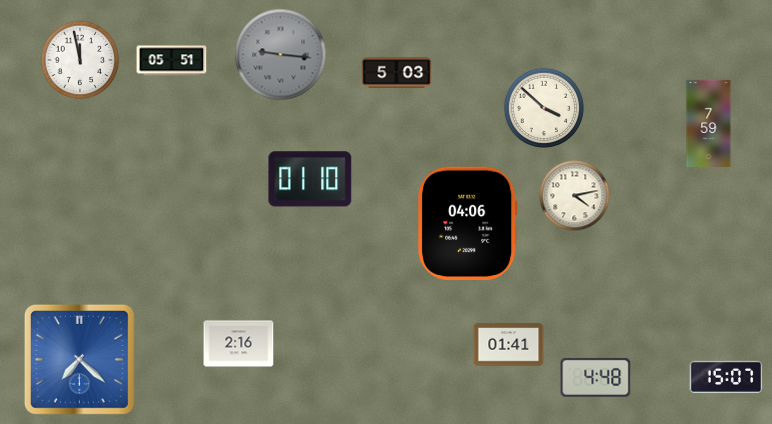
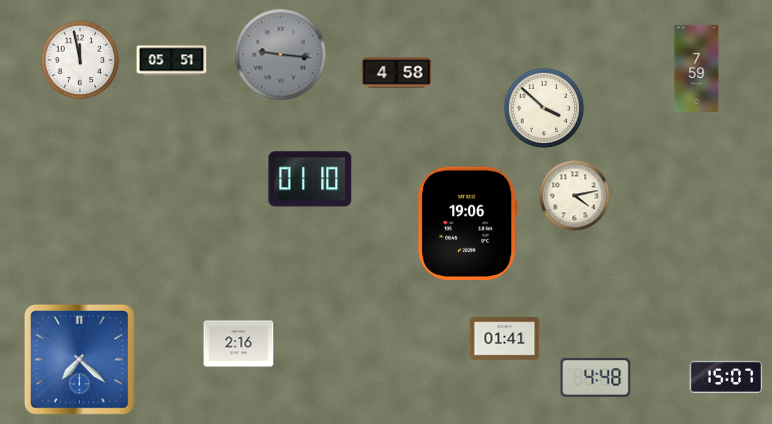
clock at (397, 73): 5:03 -> 4:58
clock at (709, 123) position: (709, 123) -> (697, 68)
clock at (468, 223): 04:06 -> 19:06
clock at (509, 345) position: (509, 345) -> (505, 339)
